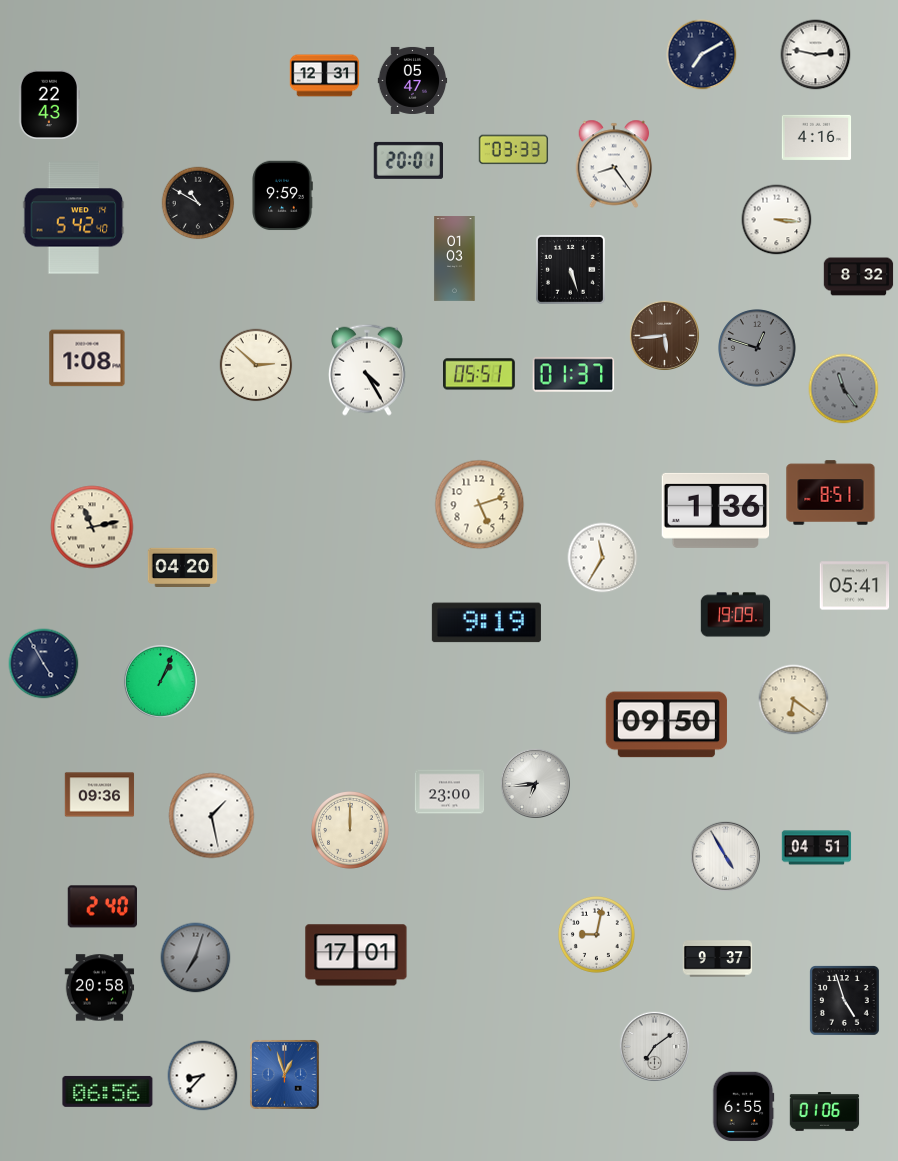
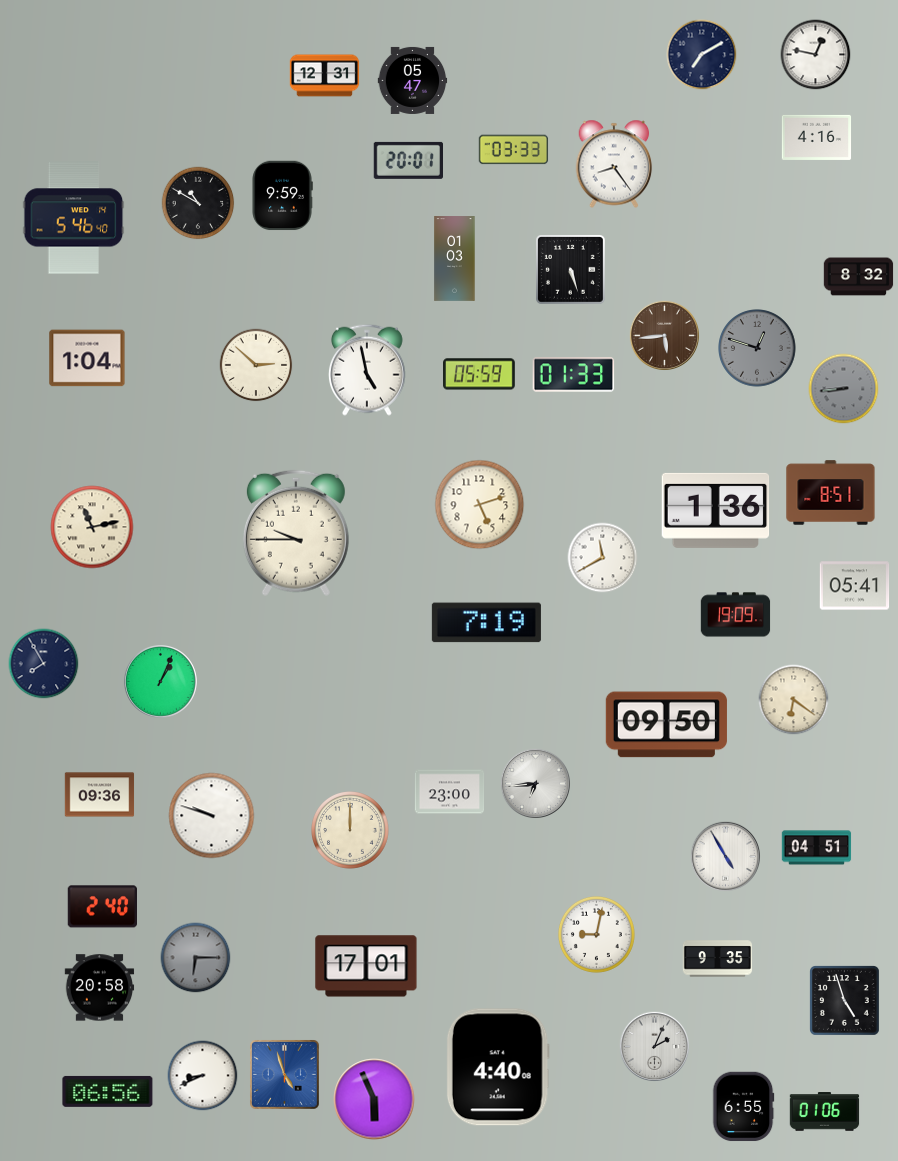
clock at (816, 55): 2:47 -> 12:47
clock at (49, 105): 22:43 -> none
clock at (74, 218): 5:42 -> 5:46
clock at (777, 220): 3:16 -> none
clock at (87, 358): 1:08 -> 1:04
clock at (367, 370): 4:25 -> 4:58
clock at (480, 374): 05:51 -> 05:59
clock at (574, 375): 01:37 -> 01:33
clock at (844, 389): 11:24 -> 8:44
clock at (296, 533): none -> 9:45
clock at (603, 558): 11:35 -> 11:40
clock at (183, 567): 04:20 -> none
clock at (486, 623): 9:19 -> 7:19
clock at (44, 664): 4:55 -> 7:55
clock at (212, 816): 1:28 -> 9:48
clock at (356, 955) position: (356, 955) -> (366, 966)
clock at (196, 958): 7:03 -> 6:15
clock at (718, 959): 9:37 -> 9:35
clock at (654, 1046): 7:09 -> 2:04
clock at (498, 1067): none -> 4:40
clock at (285, 1075): 12:57 -> 4:57
clock at (203, 1076): 8:37 -> 8:41
clock at (374, 1099): none -> 5:56
